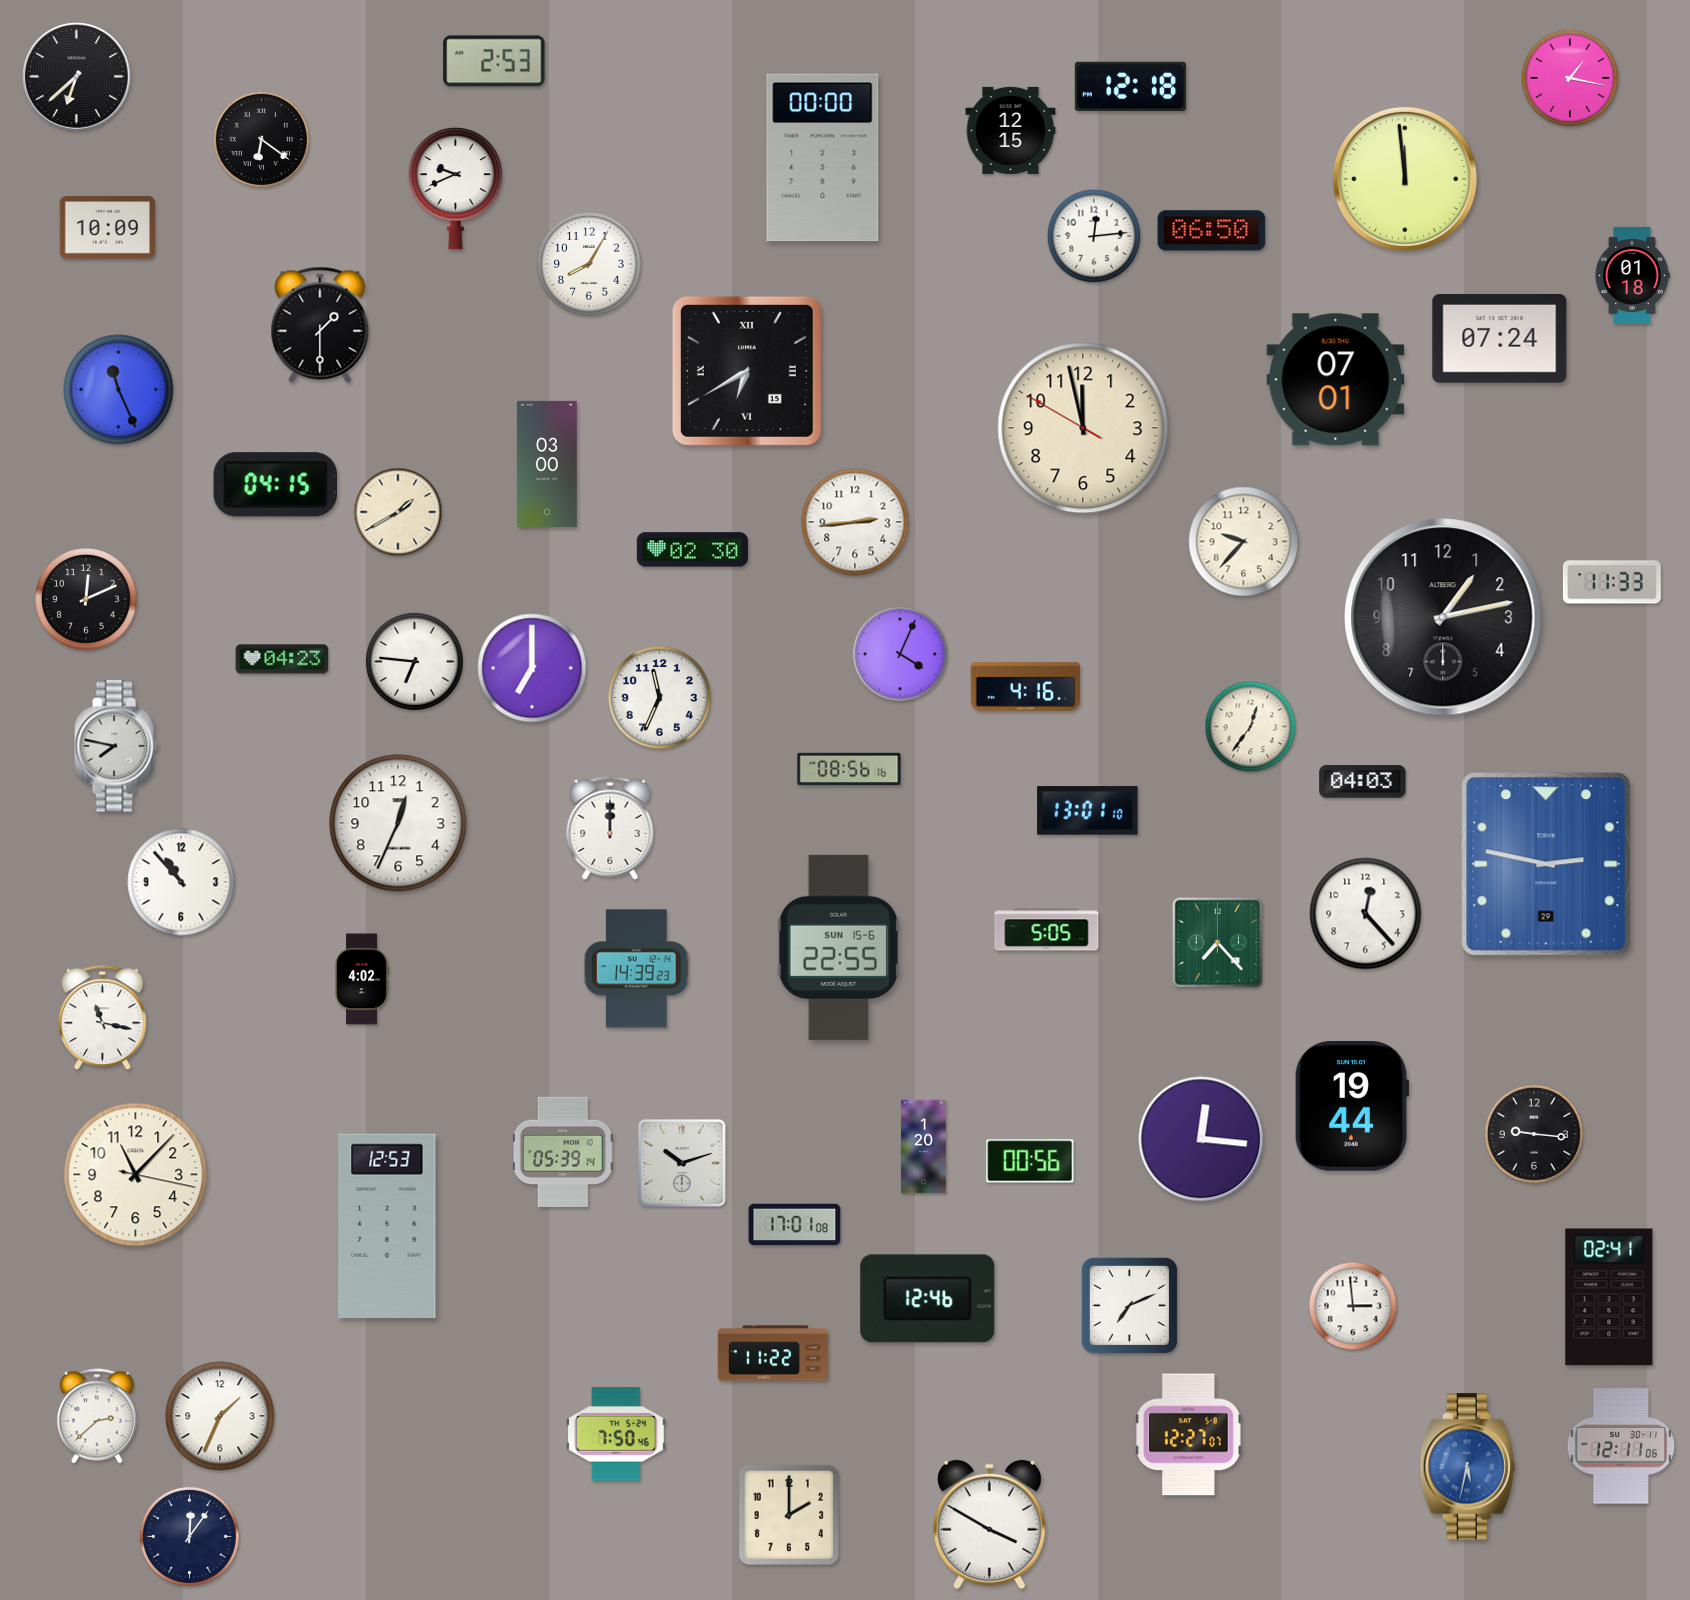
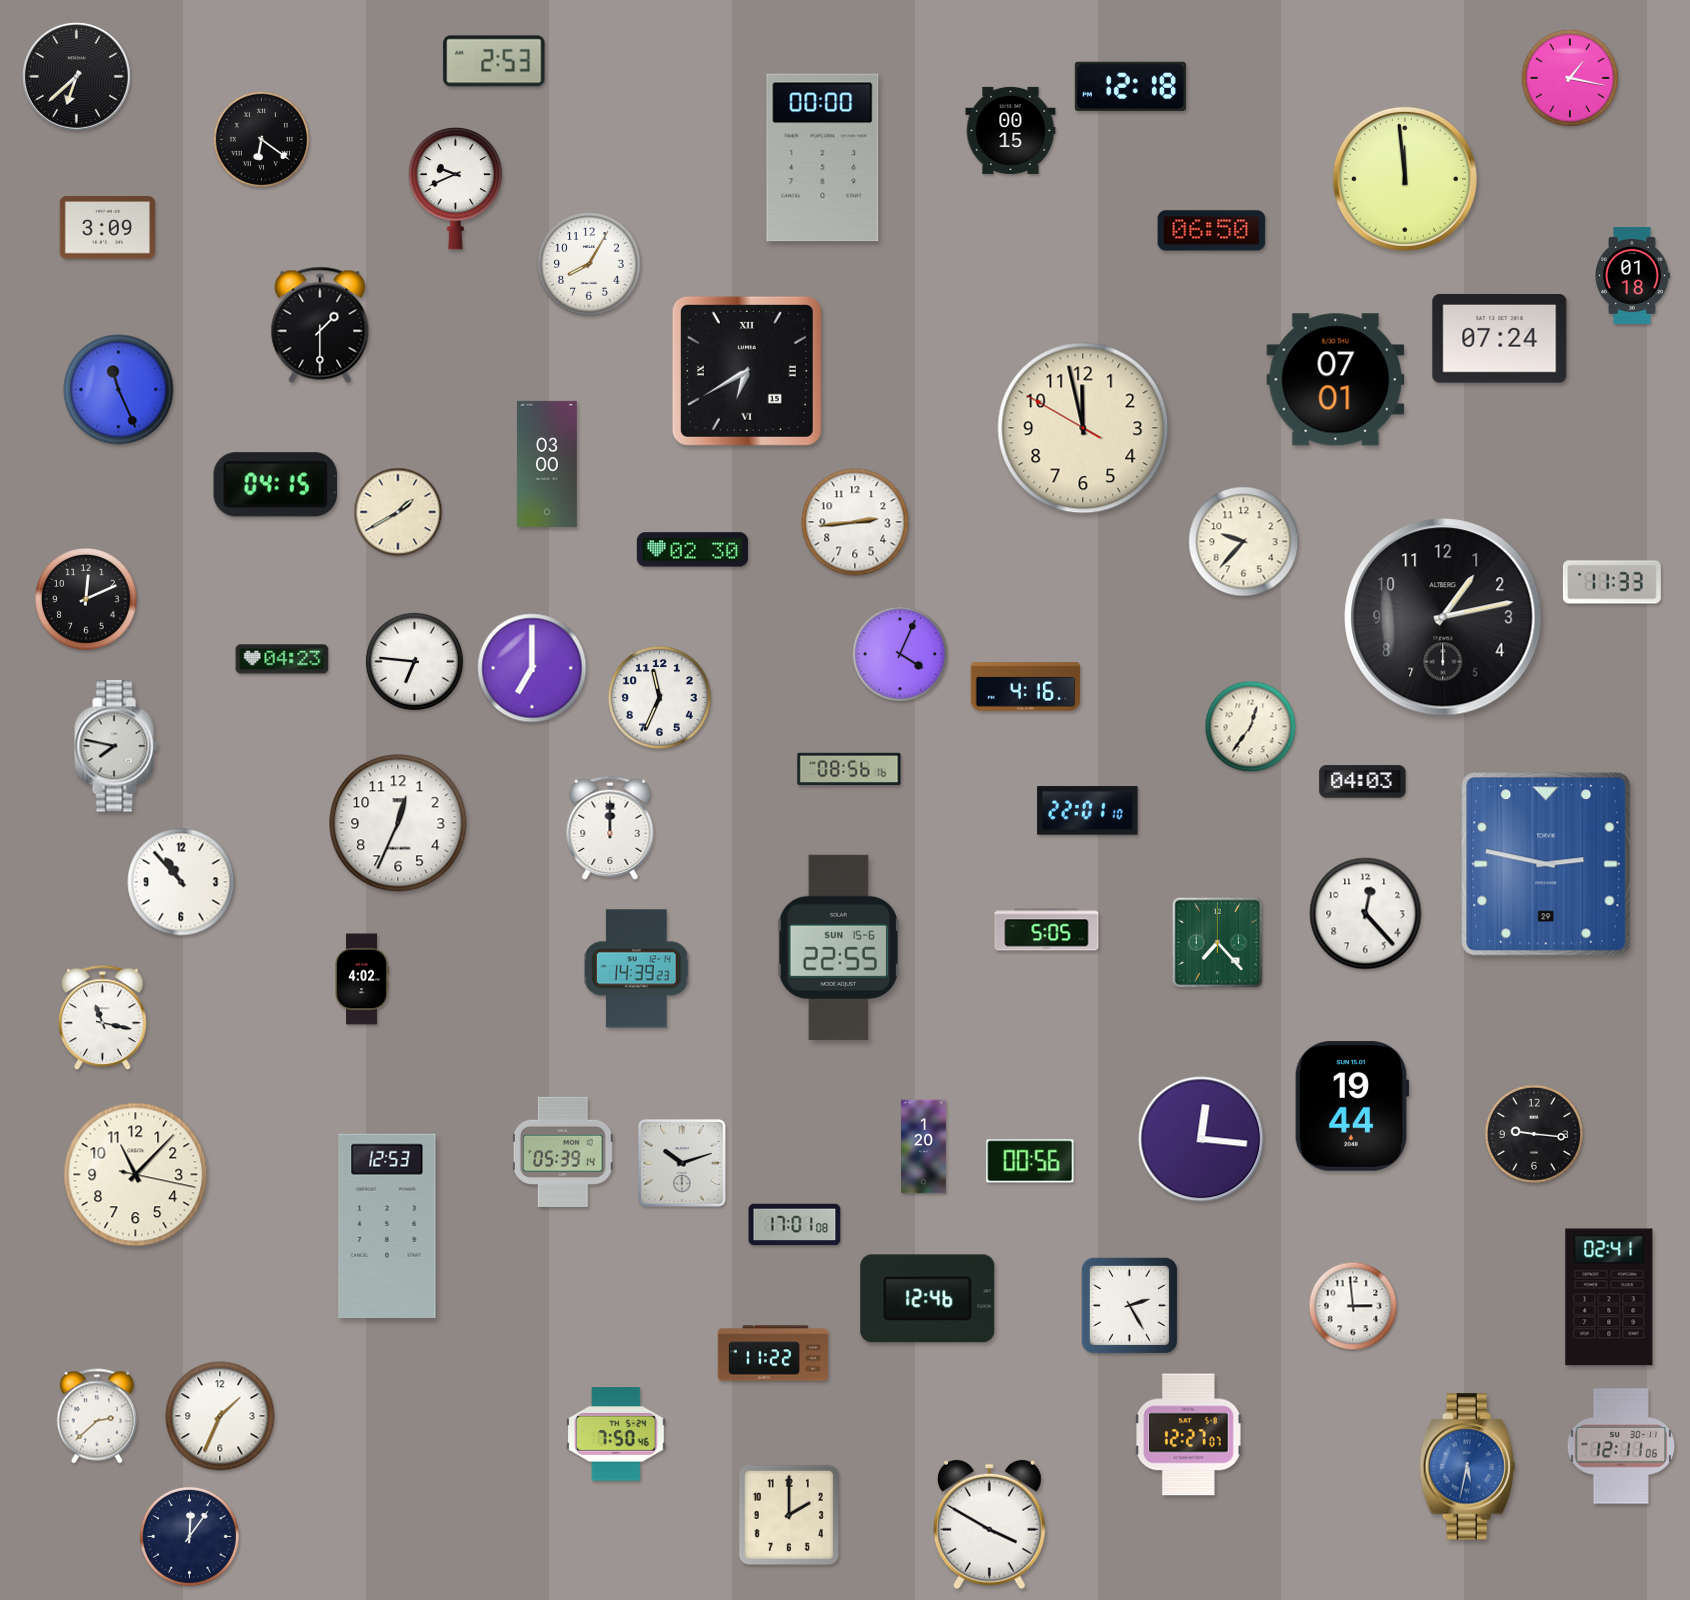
clock at (1011, 130): 12:15 -> 00:15
clock at (107, 228): 10:09 -> 3:09
clock at (1094, 236): 12:14 -> none
clock at (1088, 811): 13:01 -> 22:01
clock at (1129, 1305): 7:11 -> 2:25
